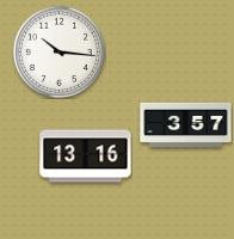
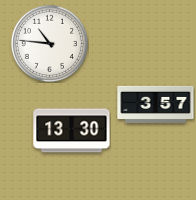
clock at (59, 51): 10:16 -> 10:46
clock at (86, 157): 13:16 -> 13:30
